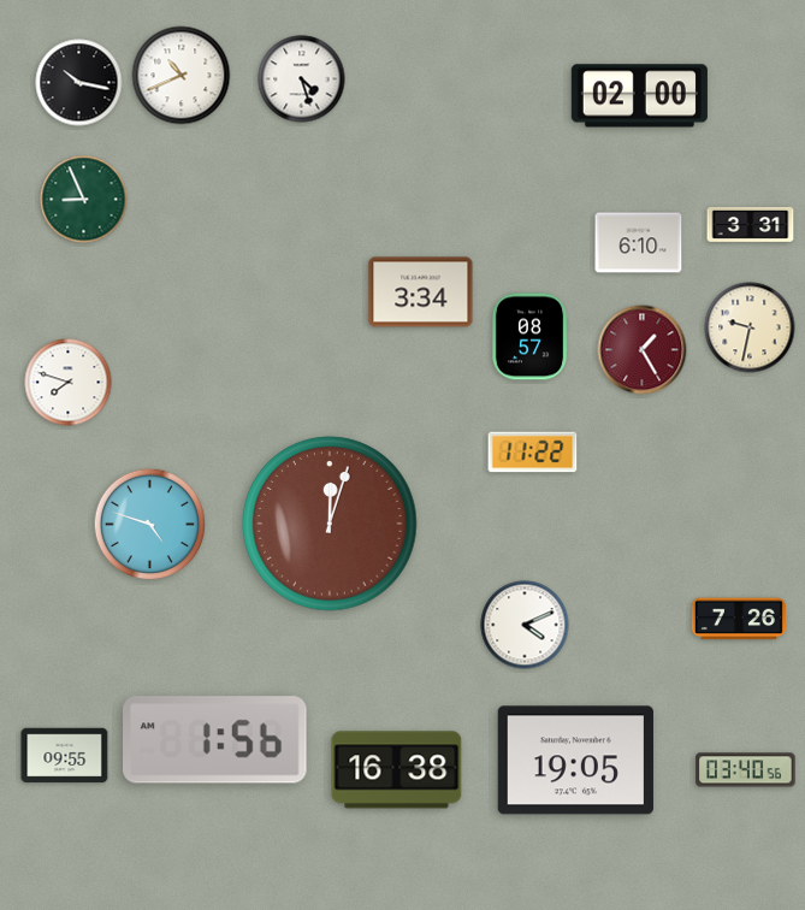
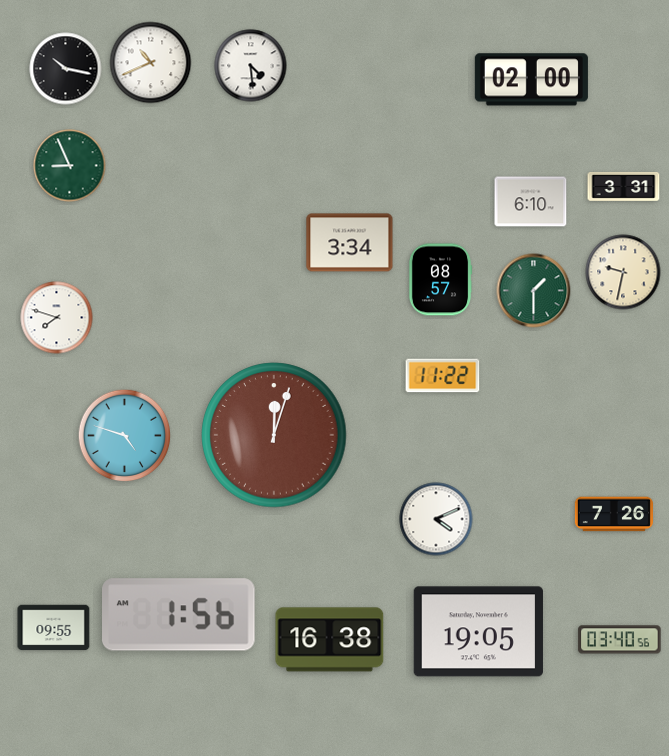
clock at (302, 79): 4:27 -> 4:29
clock at (643, 350): 1:25 -> 1:30
clock at (643, 350) dial: burgundy -> green
